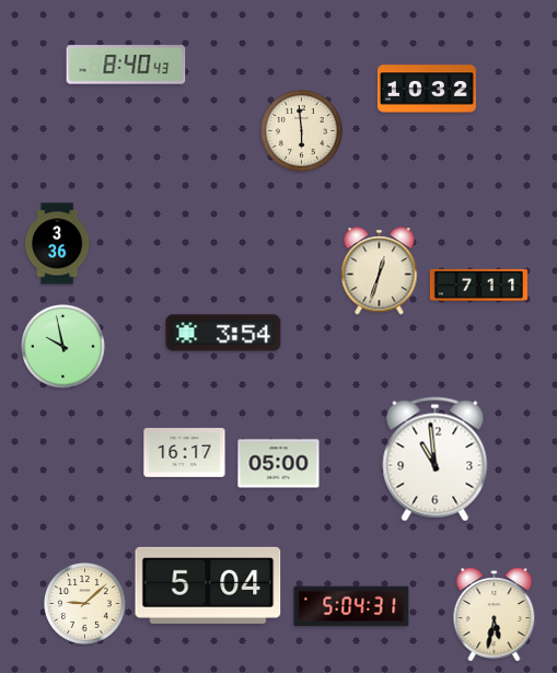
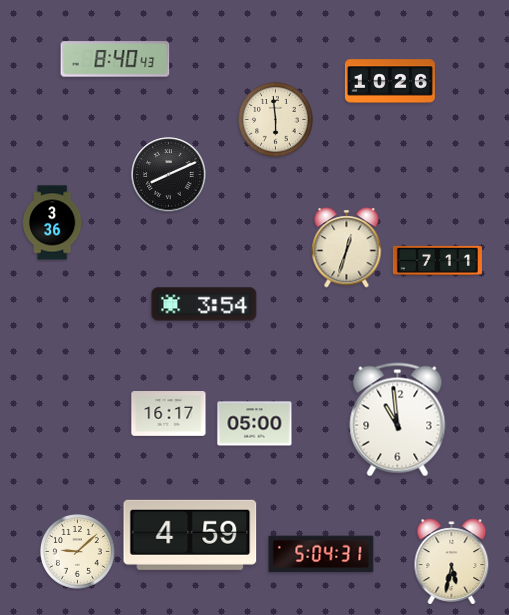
clock at (427, 89): 10:32 -> 10:26
clock at (169, 175): none -> 8:11
clock at (63, 347): 9:58 -> none
clock at (208, 585): 5:04 -> 4:59
